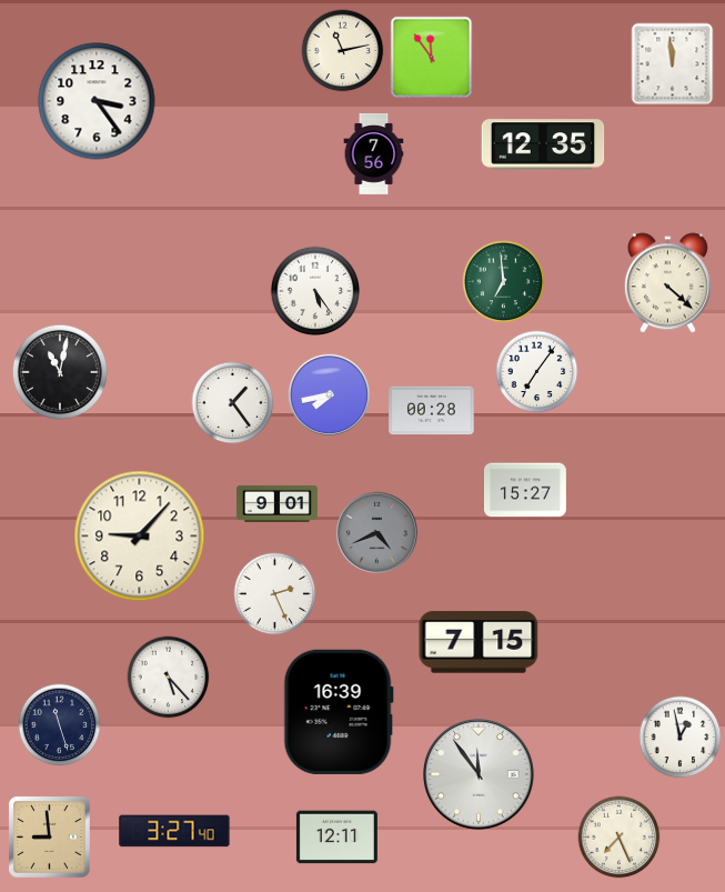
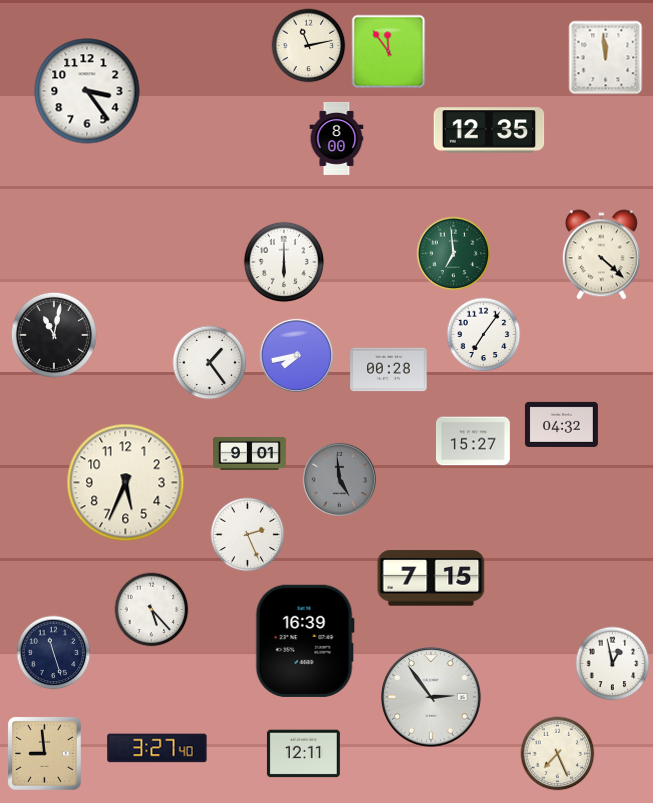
clock at (374, 153): 7:56 -> 8:00
clock at (315, 291): 5:24 -> 6:00
clock at (561, 424): none -> 04:32
clock at (376, 532): 4:41 -> 4:59
clock at (140, 537): 9:07 -> 5:34
clock at (480, 775): 11:54 -> 2:54
